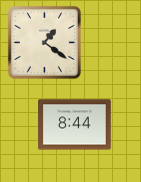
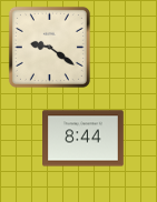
clock at (44, 42): 1:21 -> 9:21
